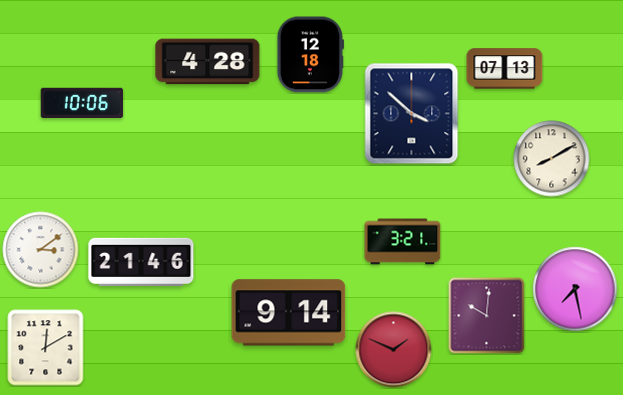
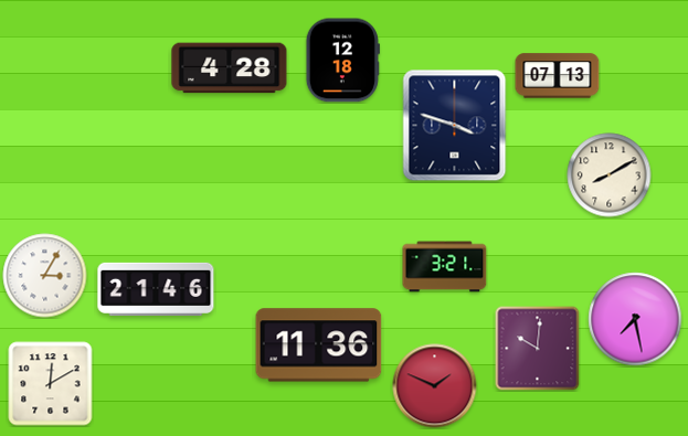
clock at (82, 102): 10:06 -> none
clock at (412, 114): 3:52 -> 3:48
clock at (41, 250): 3:09 -> 3:05
clock at (289, 313): 9:14 -> 11:36
